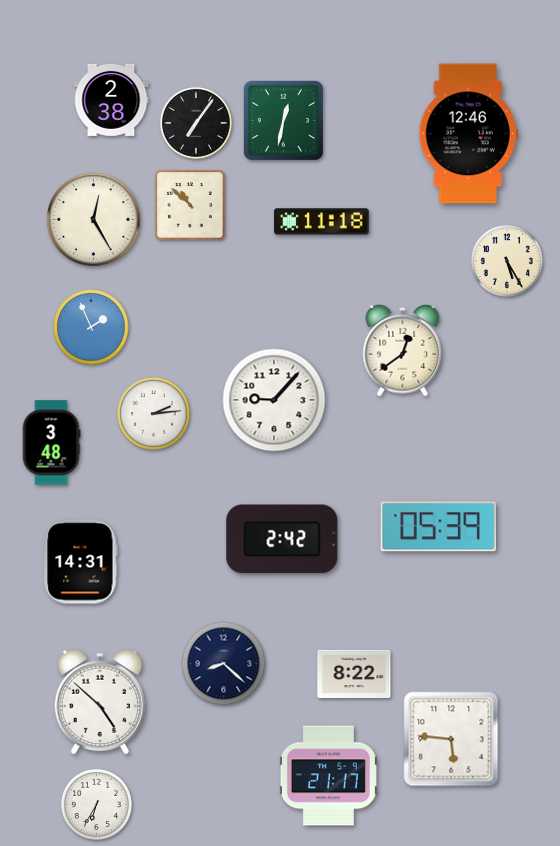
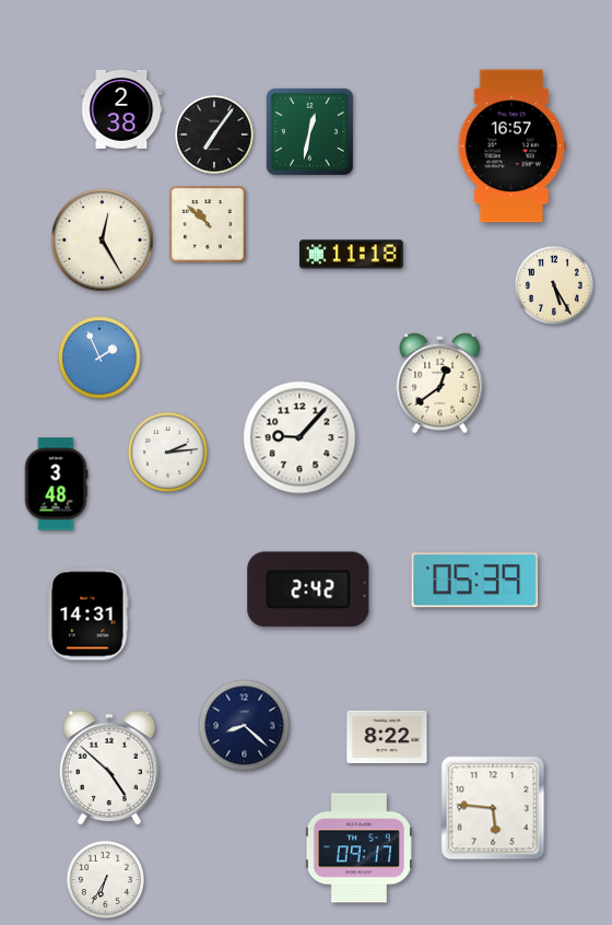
clock at (468, 134): 12:46 -> 16:57
clock at (322, 222) position: (322, 222) -> (352, 255)
clock at (438, 527) position: (438, 527) -> (474, 581)
clock at (328, 776): 21:17 -> 09:17
